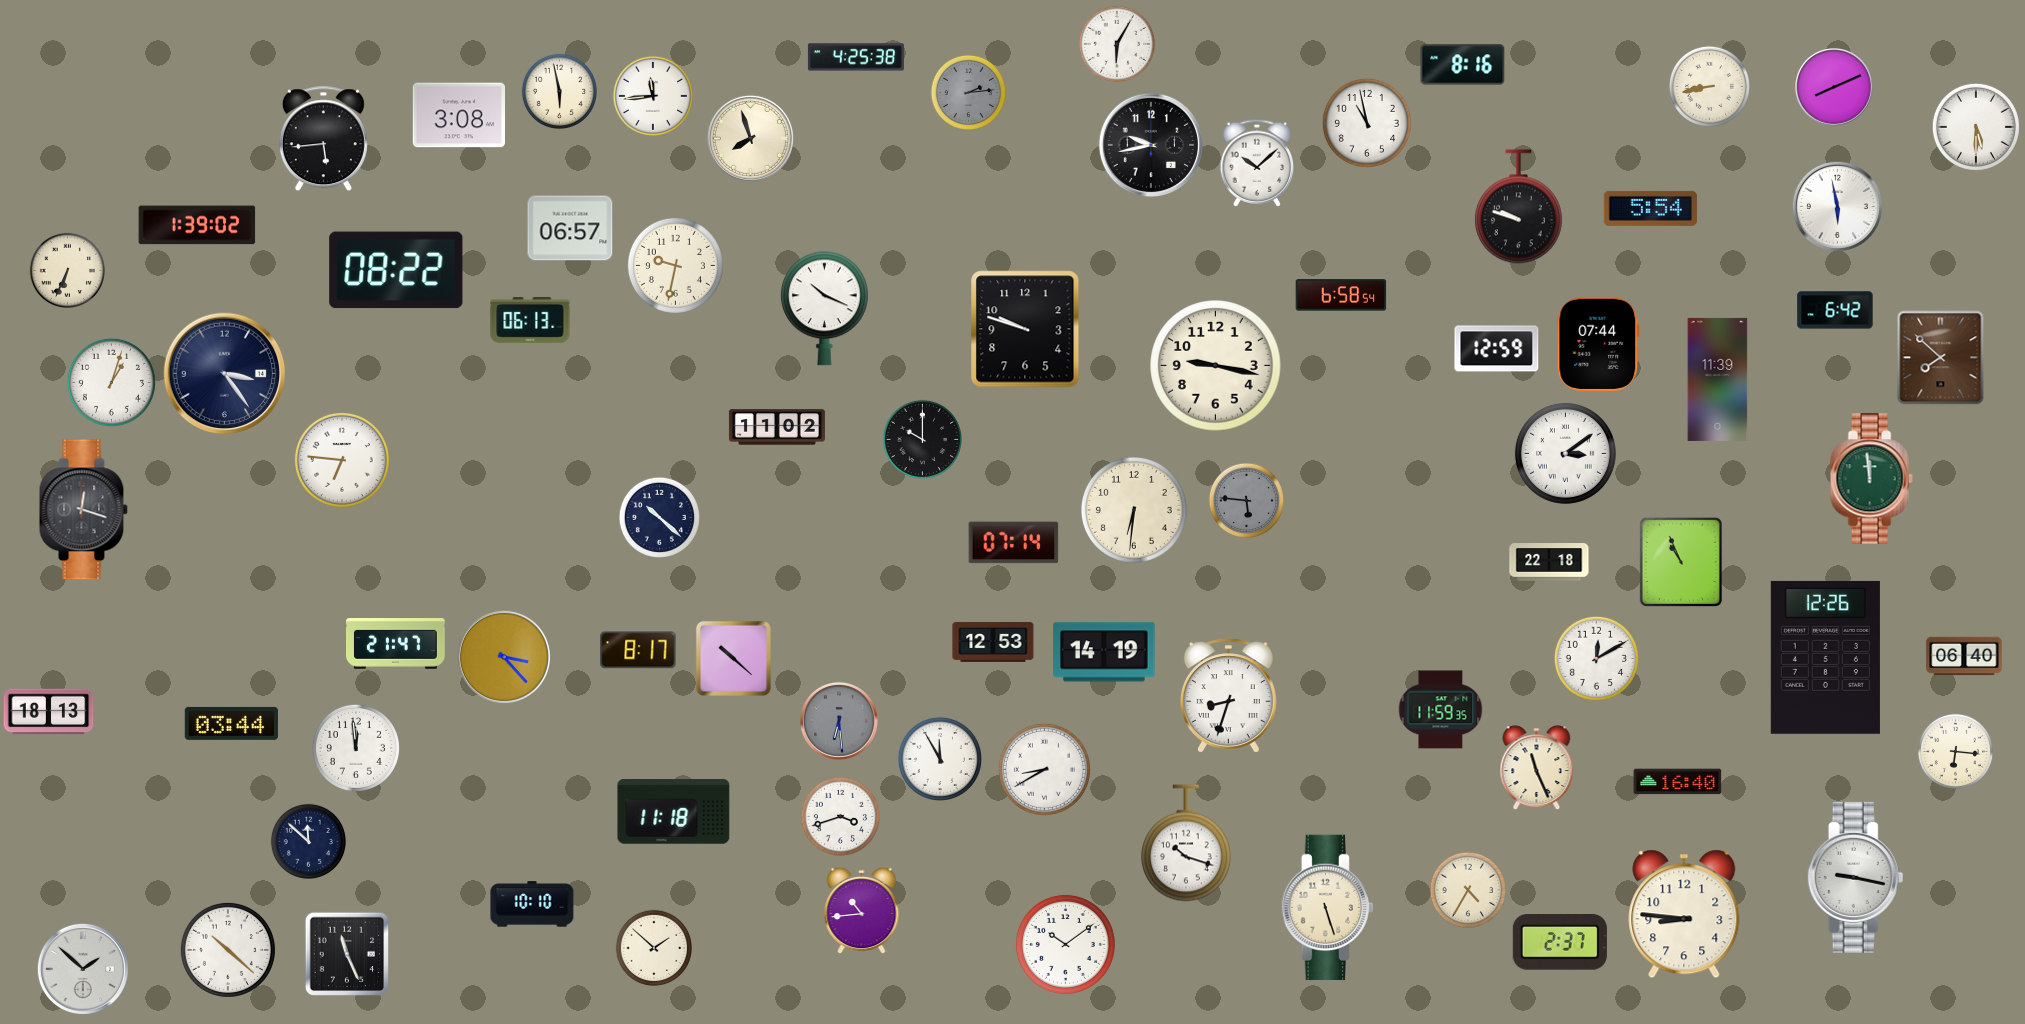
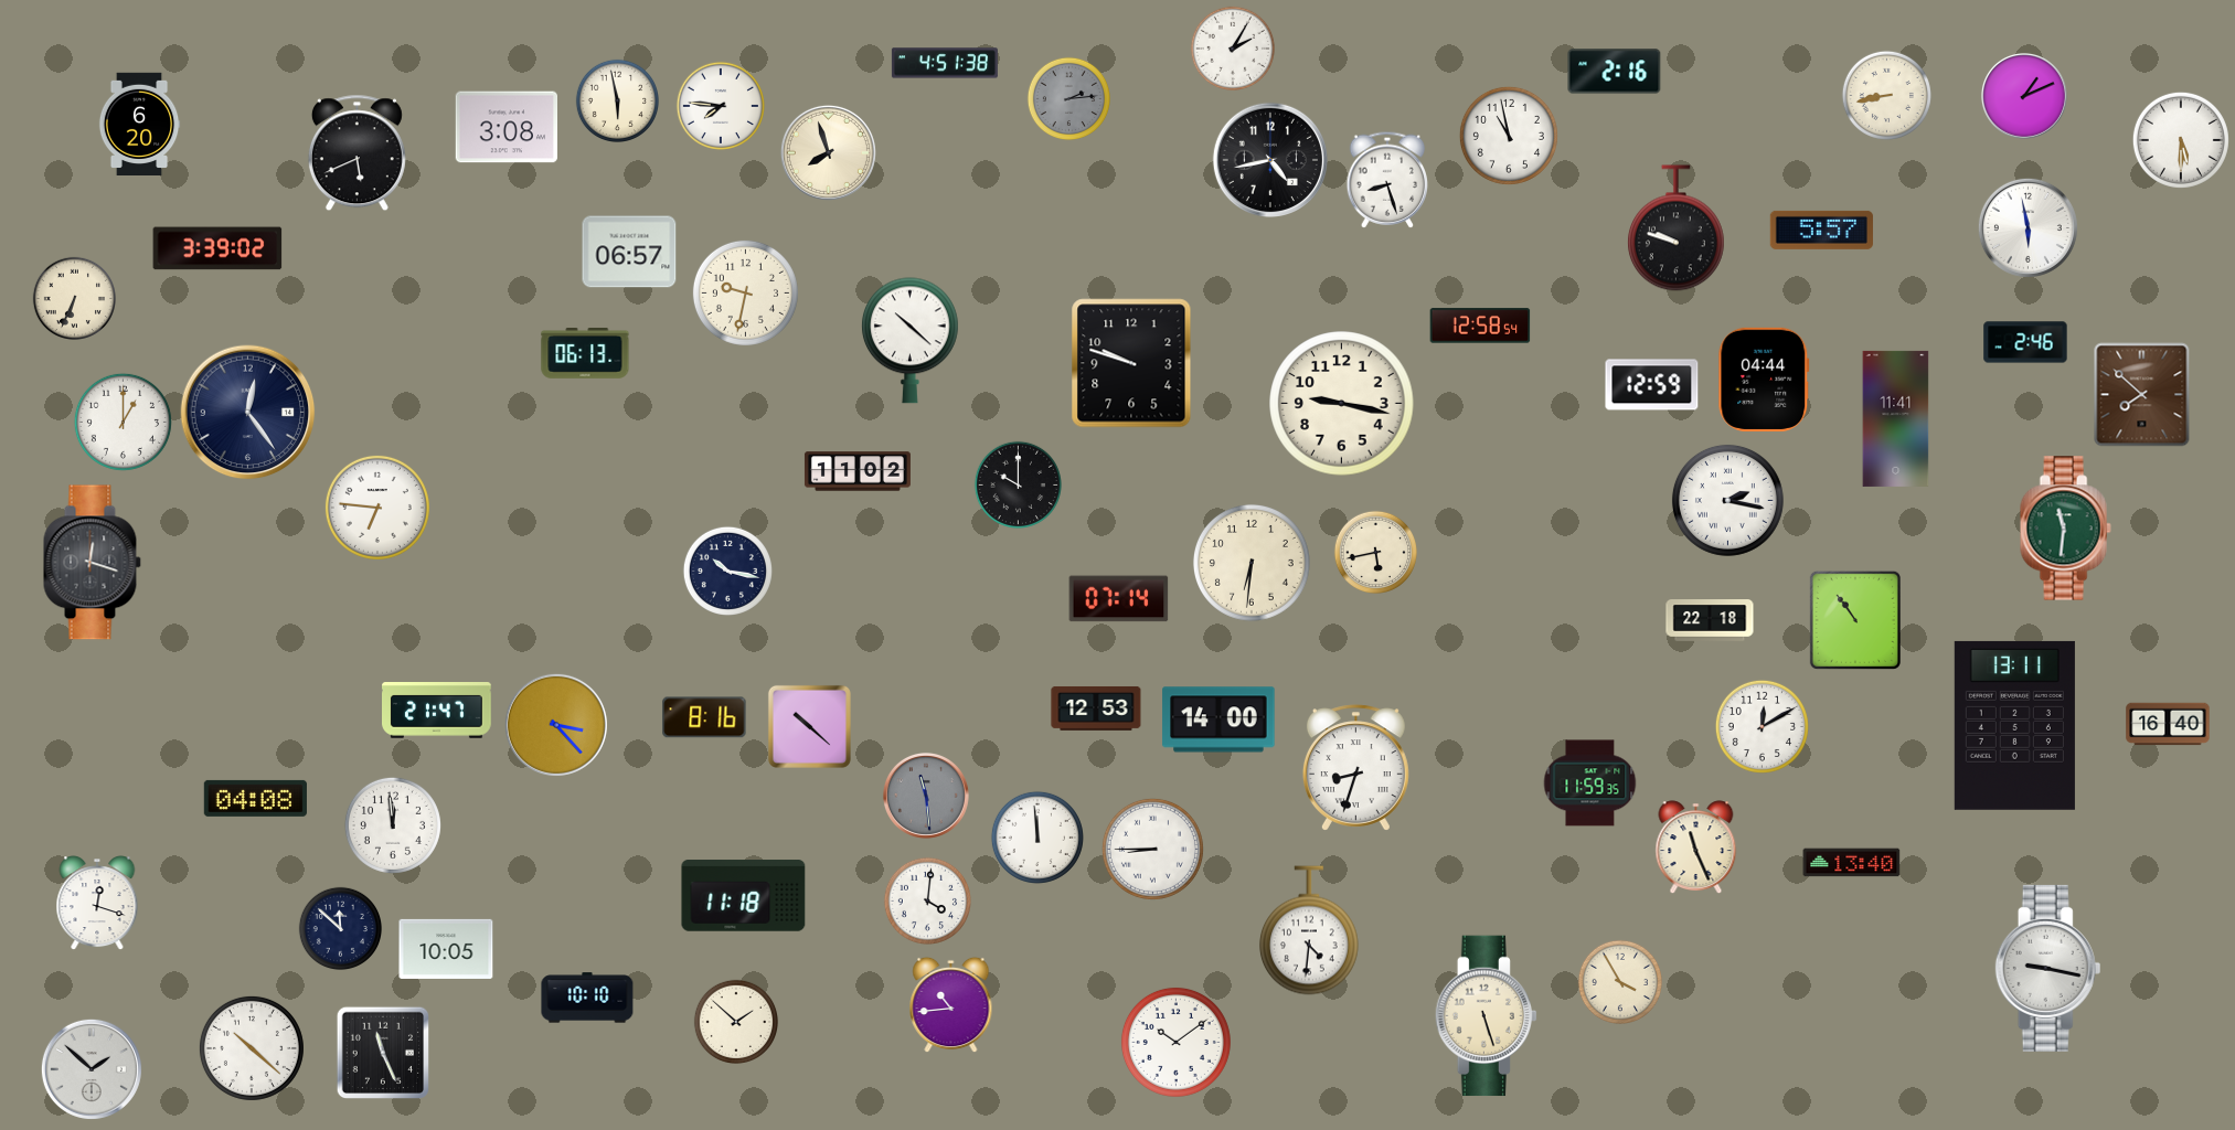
clock at (1116, 43): 6:05 -> 2:05
clock at (856, 57): 4:25 -> 4:51
clock at (1463, 65): 8:16 -> 2:16
clock at (1834, 87): 8:11 -> 1:11
clock at (968, 92) position: (968, 92) -> (1068, 98)
clock at (653, 96): 11:44 -> 7:46
clock at (139, 124): none -> 6:20
clock at (323, 139): 5:44 -> 5:41
clock at (1151, 145): 9:43 -> 4:43
clock at (1257, 163): 10:08 -> 8:27
clock at (1650, 208): 5:54 -> 5:57
clock at (197, 225): 1:39 -> 3:39
clock at (396, 270): 08:22 -> none
clock at (1341, 295): 6:58 -> 12:58
clock at (824, 309): 10:19 -> 10:22
clock at (1835, 310): 6:42 -> 2:46
clock at (1598, 344): 07:44 -> 04:44
clock at (225, 374): 3:24 -> 12:24
clock at (1718, 379): 11:39 -> 11:41
clock at (111, 382): 1:03 -> 1:00
clock at (1565, 453): 3:09 -> 2:17
clock at (1871, 479): 11:59 -> 11:31
clock at (1246, 500): 5:46 -> 5:43
clock at (1246, 500) dial: grey -> cream
clock at (659, 517): 10:22 -> 10:17
clock at (1681, 562): 10:56 -> 10:54
clock at (638, 650): 8:17 -> 8:16
clock at (1104, 652): 14:19 -> 14:00
clock at (1964, 656): 06:40 -> 16:40
clock at (1825, 657): 12:26 -> 13:11
clock at (49, 712): 18:13 -> none
clock at (839, 721): 6:29 -> 11:29
clock at (231, 723): 03:44 -> 04:08
clock at (1955, 751): 6:16 -> none
clock at (940, 759): 11:55 -> 11:59
clock at (1044, 769): 8:40 -> 8:45
clock at (1678, 782): 16:40 -> 13:40
clock at (840, 816): 3:42 -> 4:01
clock at (97, 904): none -> 12:18
clock at (1186, 843): 10:18 -> 4:31
clock at (446, 949): none -> 10:05
clock at (1467, 889): 4:35 -> 3:55
clock at (1327, 908) position: (1327, 908) -> (1486, 1016)
clock at (1684, 914): 8:46 -> none
clock at (1560, 943): 2:37 -> none
clock at (653, 947) position: (653, 947) -> (735, 1021)
